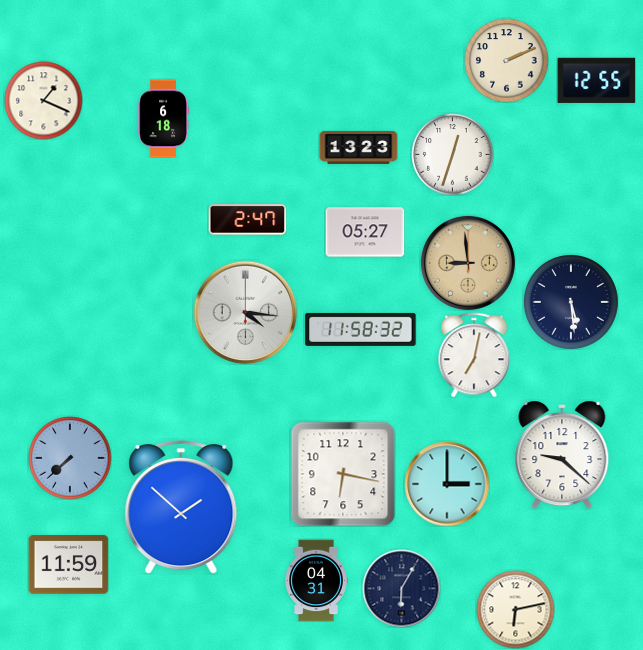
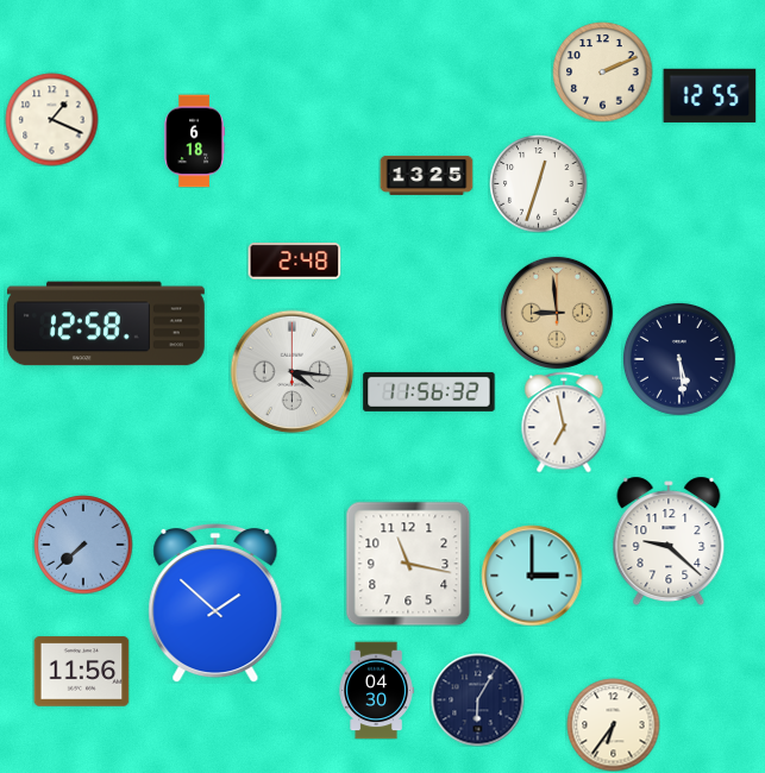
clock at (358, 147): 13:23 -> 13:25
clock at (247, 220): 2:47 -> 2:48
clock at (365, 232): 05:27 -> none
clock at (107, 323): none -> 12:58
clock at (361, 329): 11:58 -> 11:56
clock at (474, 355): 7:02 -> 6:58
clock at (343, 474): 6:17 -> 11:17
clock at (68, 565): 11:59 -> 11:56
clock at (316, 580): 04:31 -> 04:30
clock at (515, 609): 6:13 -> 6:36
